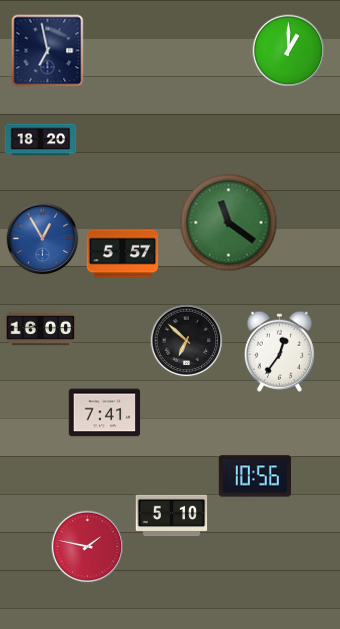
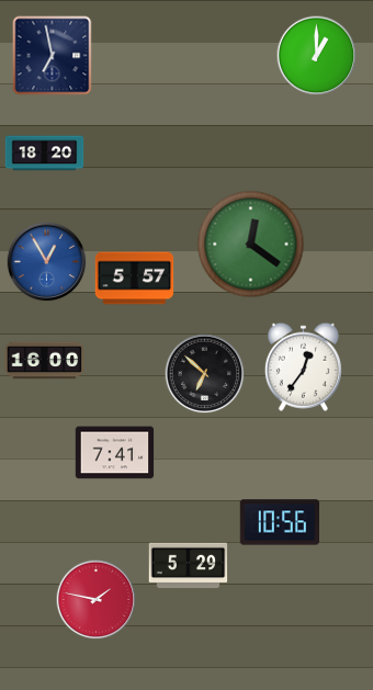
clock at (229, 223): 11:21 -> 12:21
clock at (279, 351) position: (279, 351) -> (303, 366)
clock at (172, 516): 5:10 -> 5:29
